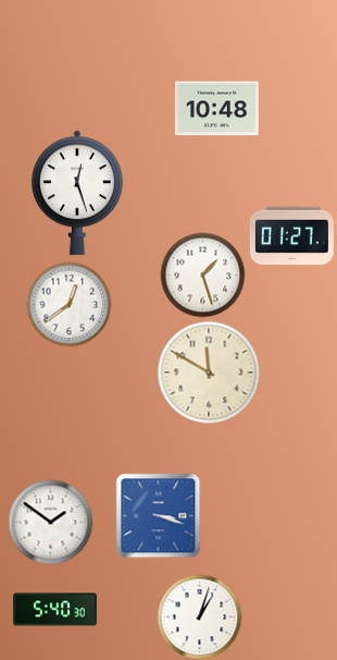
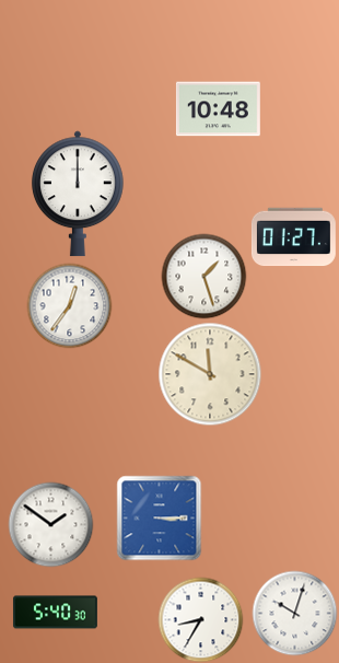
clock at (77, 193): 12:27 -> 12:00
clock at (68, 304): 12:39 -> 12:36
clock at (158, 515): 3:18 -> 3:15
clock at (294, 613): none -> 10:03
clock at (199, 616): 1:03 -> 8:35
